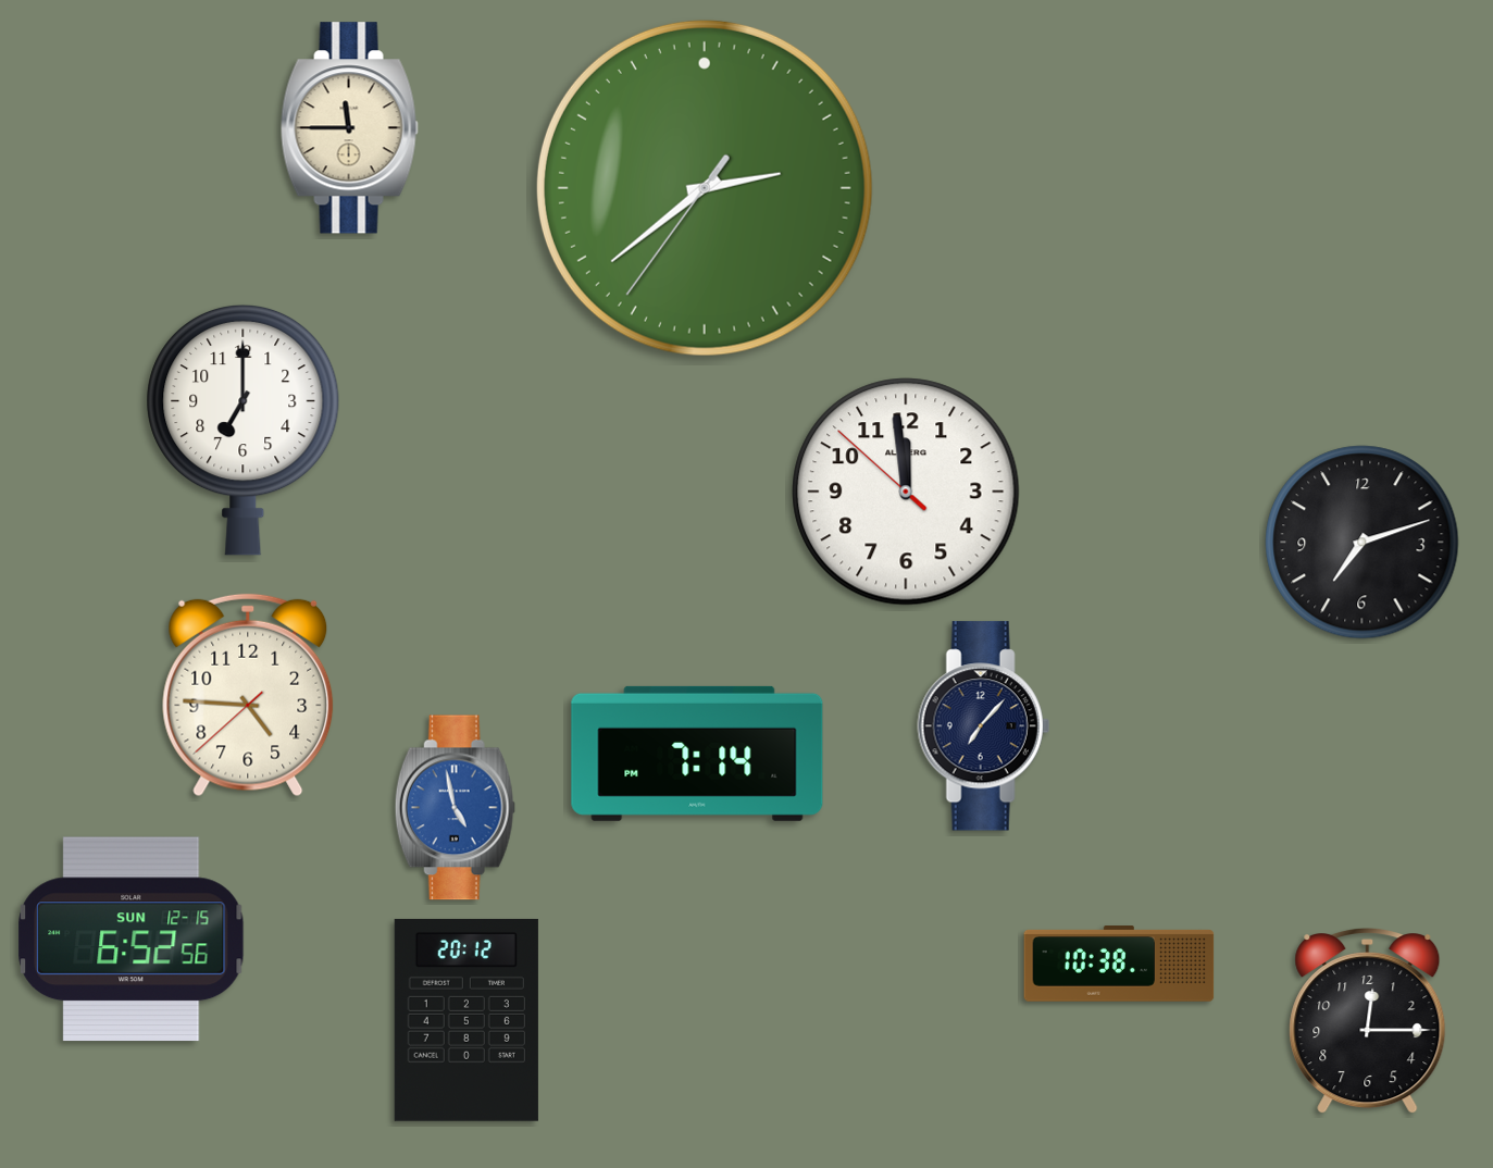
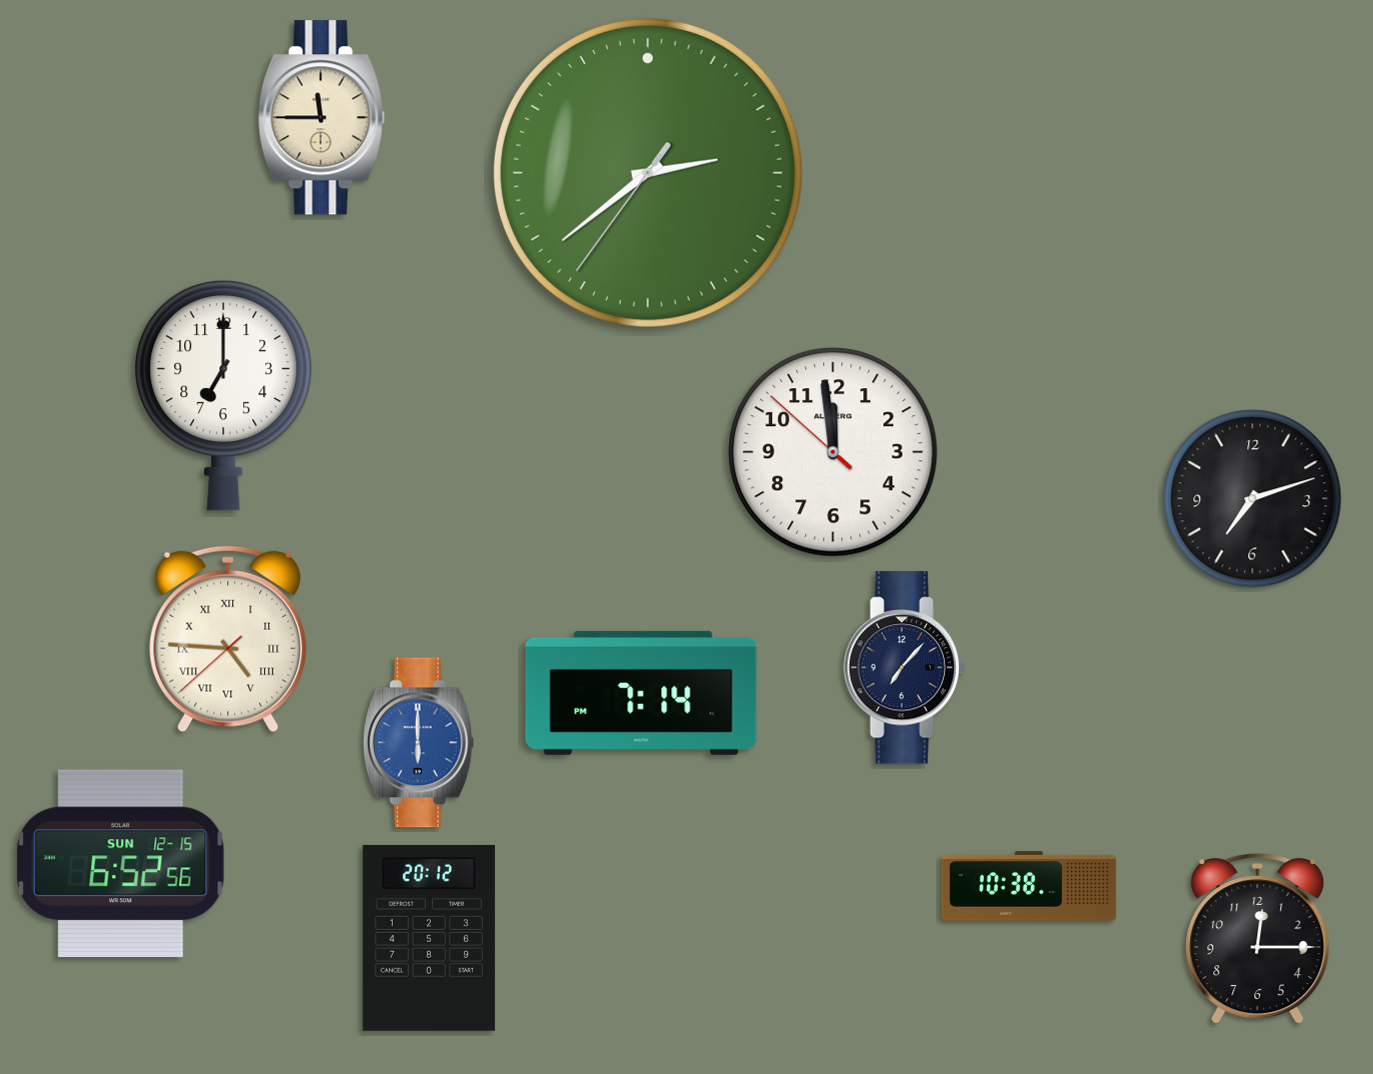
clock at (248, 695) numerals: Arabic -> Roman
clock at (455, 808): 4:58 -> 6:00
